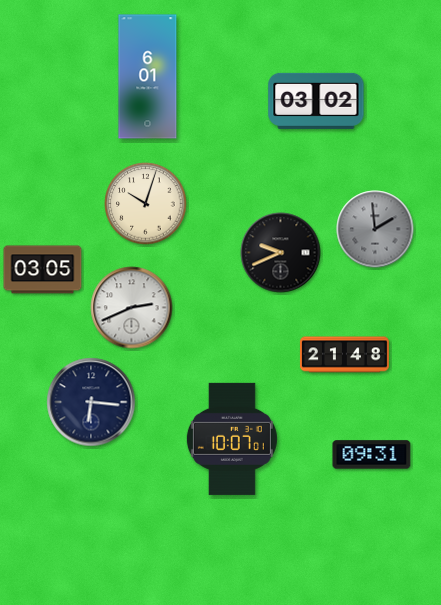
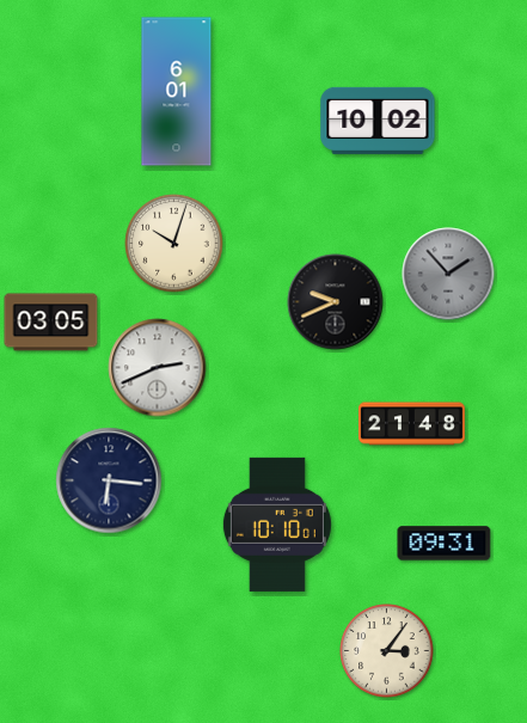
clock at (316, 101): 03:02 -> 10:02
clock at (375, 229): 1:59 -> 1:53
clock at (232, 439): 10:07 -> 10:10
clock at (387, 651): none -> 3:06
